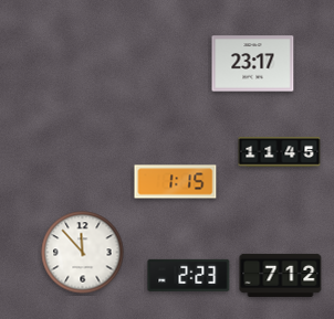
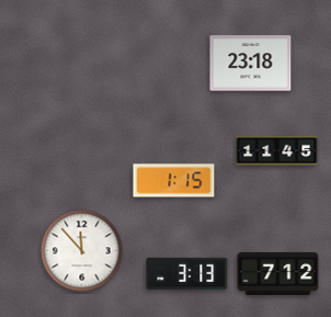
clock at (253, 64): 23:17 -> 23:18
clock at (189, 275): 2:23 -> 3:13
